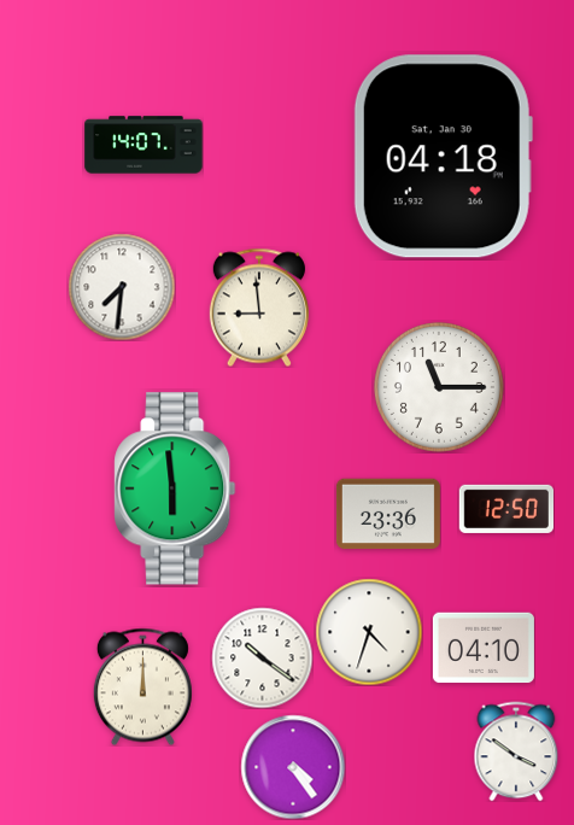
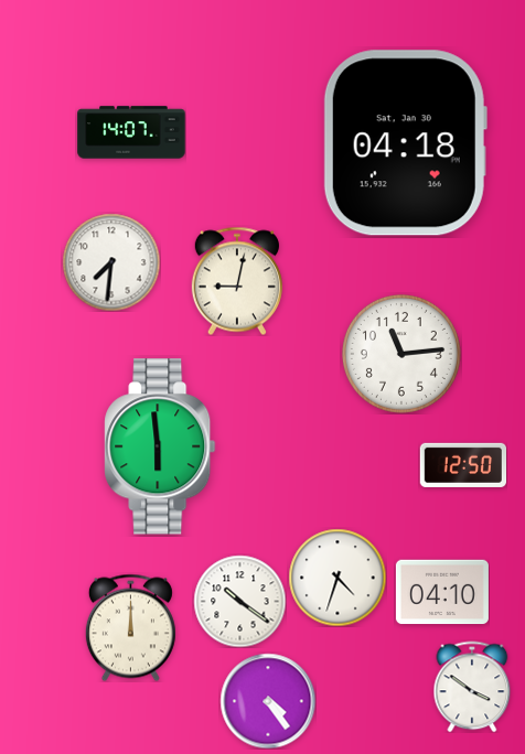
clock at (259, 308): 8:59 -> 9:02
clock at (439, 387): 11:15 -> 11:14
clock at (388, 514): 23:36 -> none
